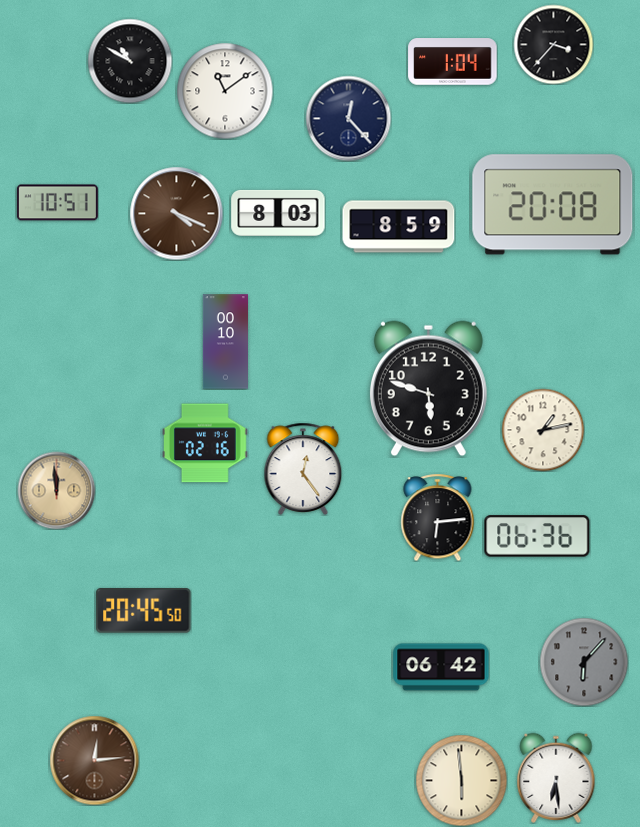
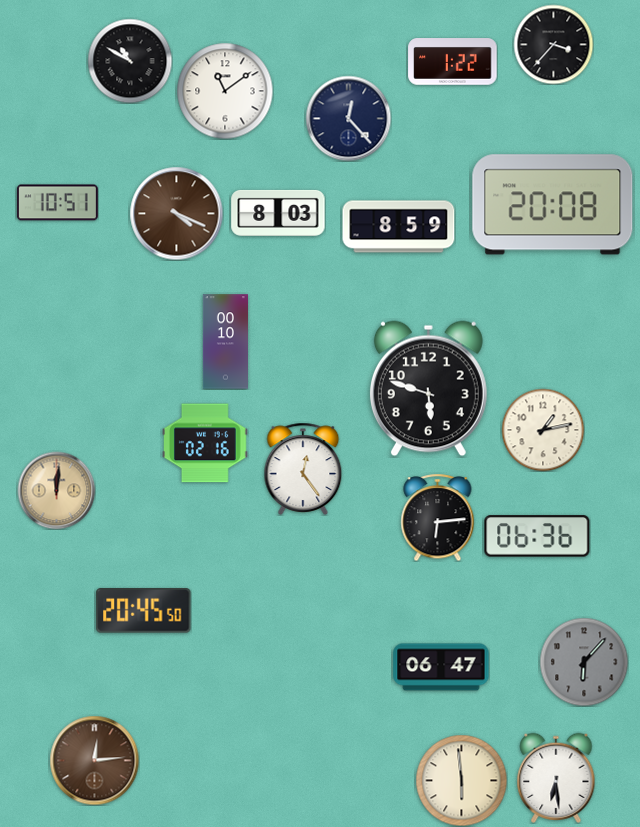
clock at (453, 62): 1:04 -> 1:22
clock at (56, 490): 11:59 -> 12:01
clock at (441, 667): 06:42 -> 06:47
